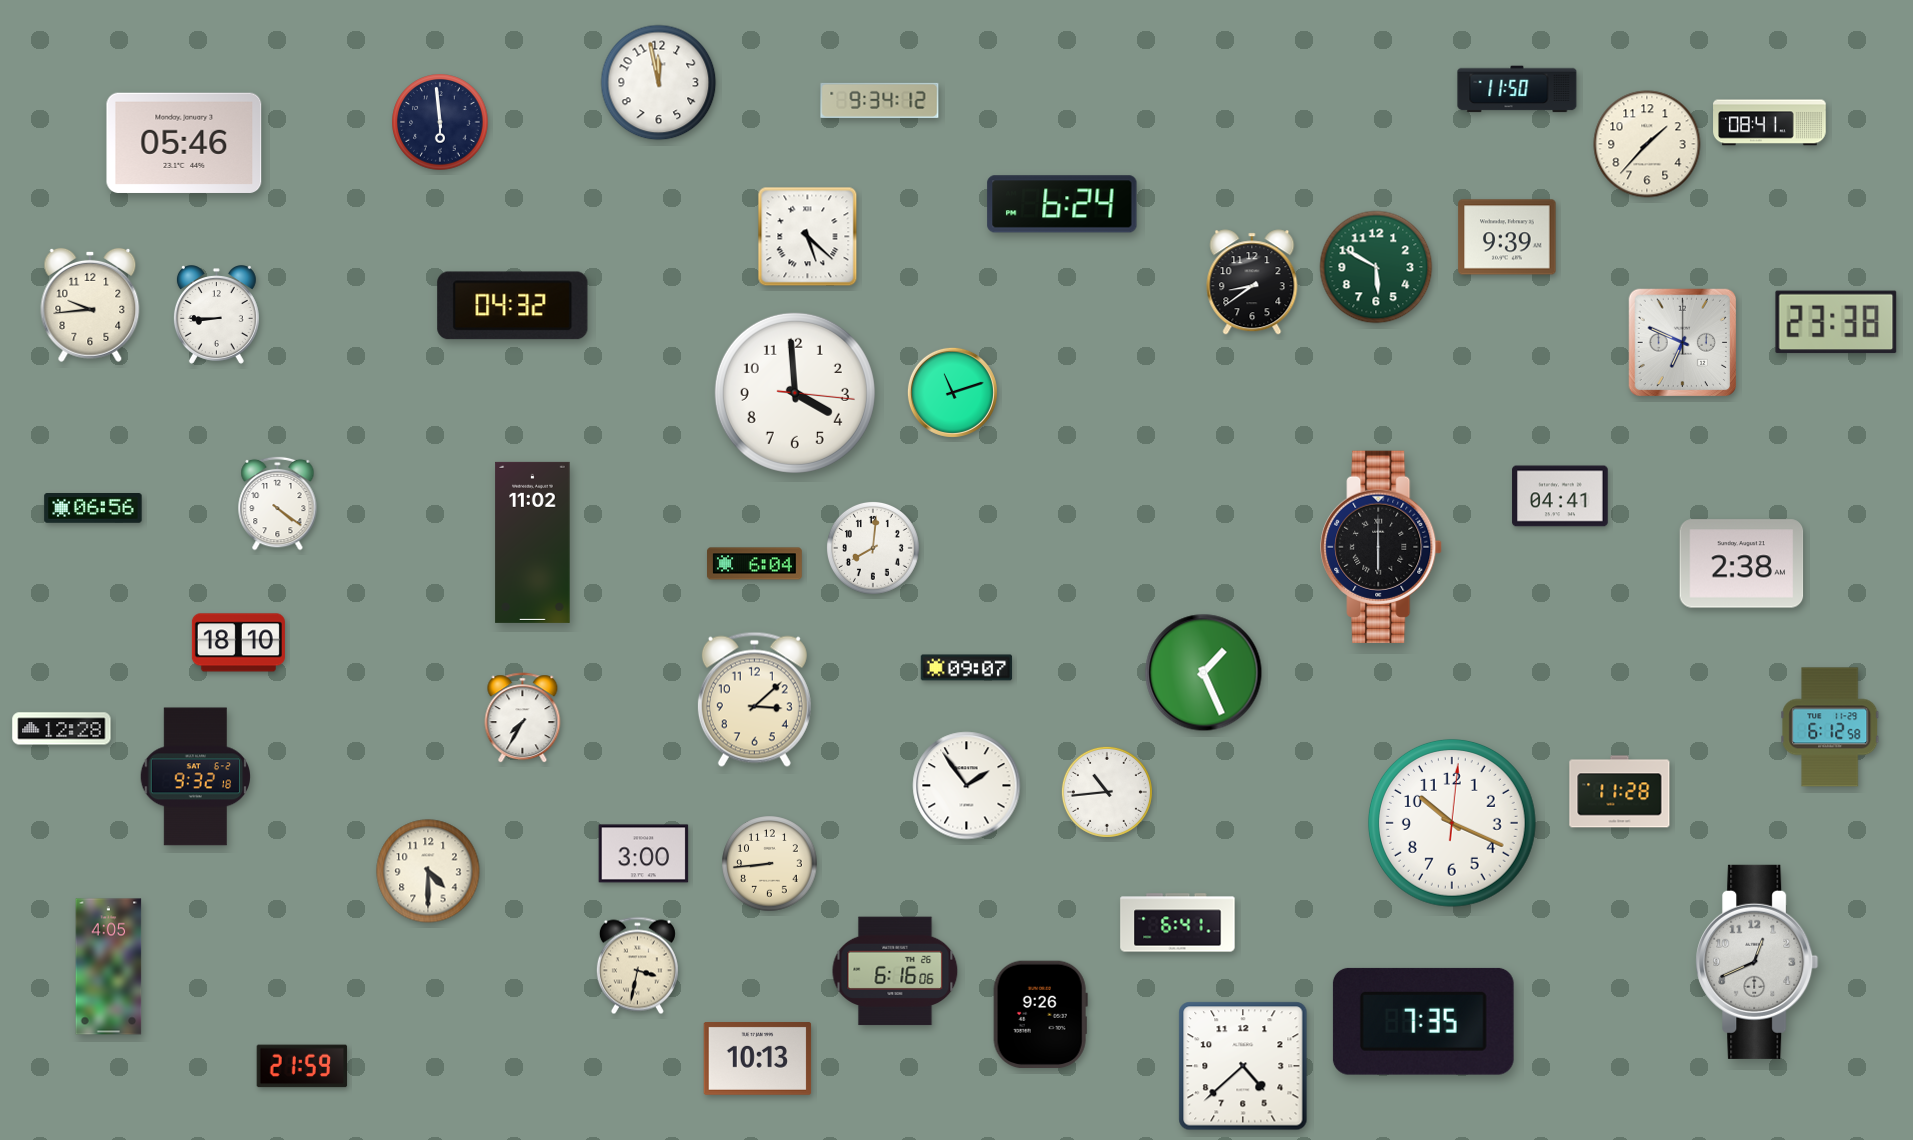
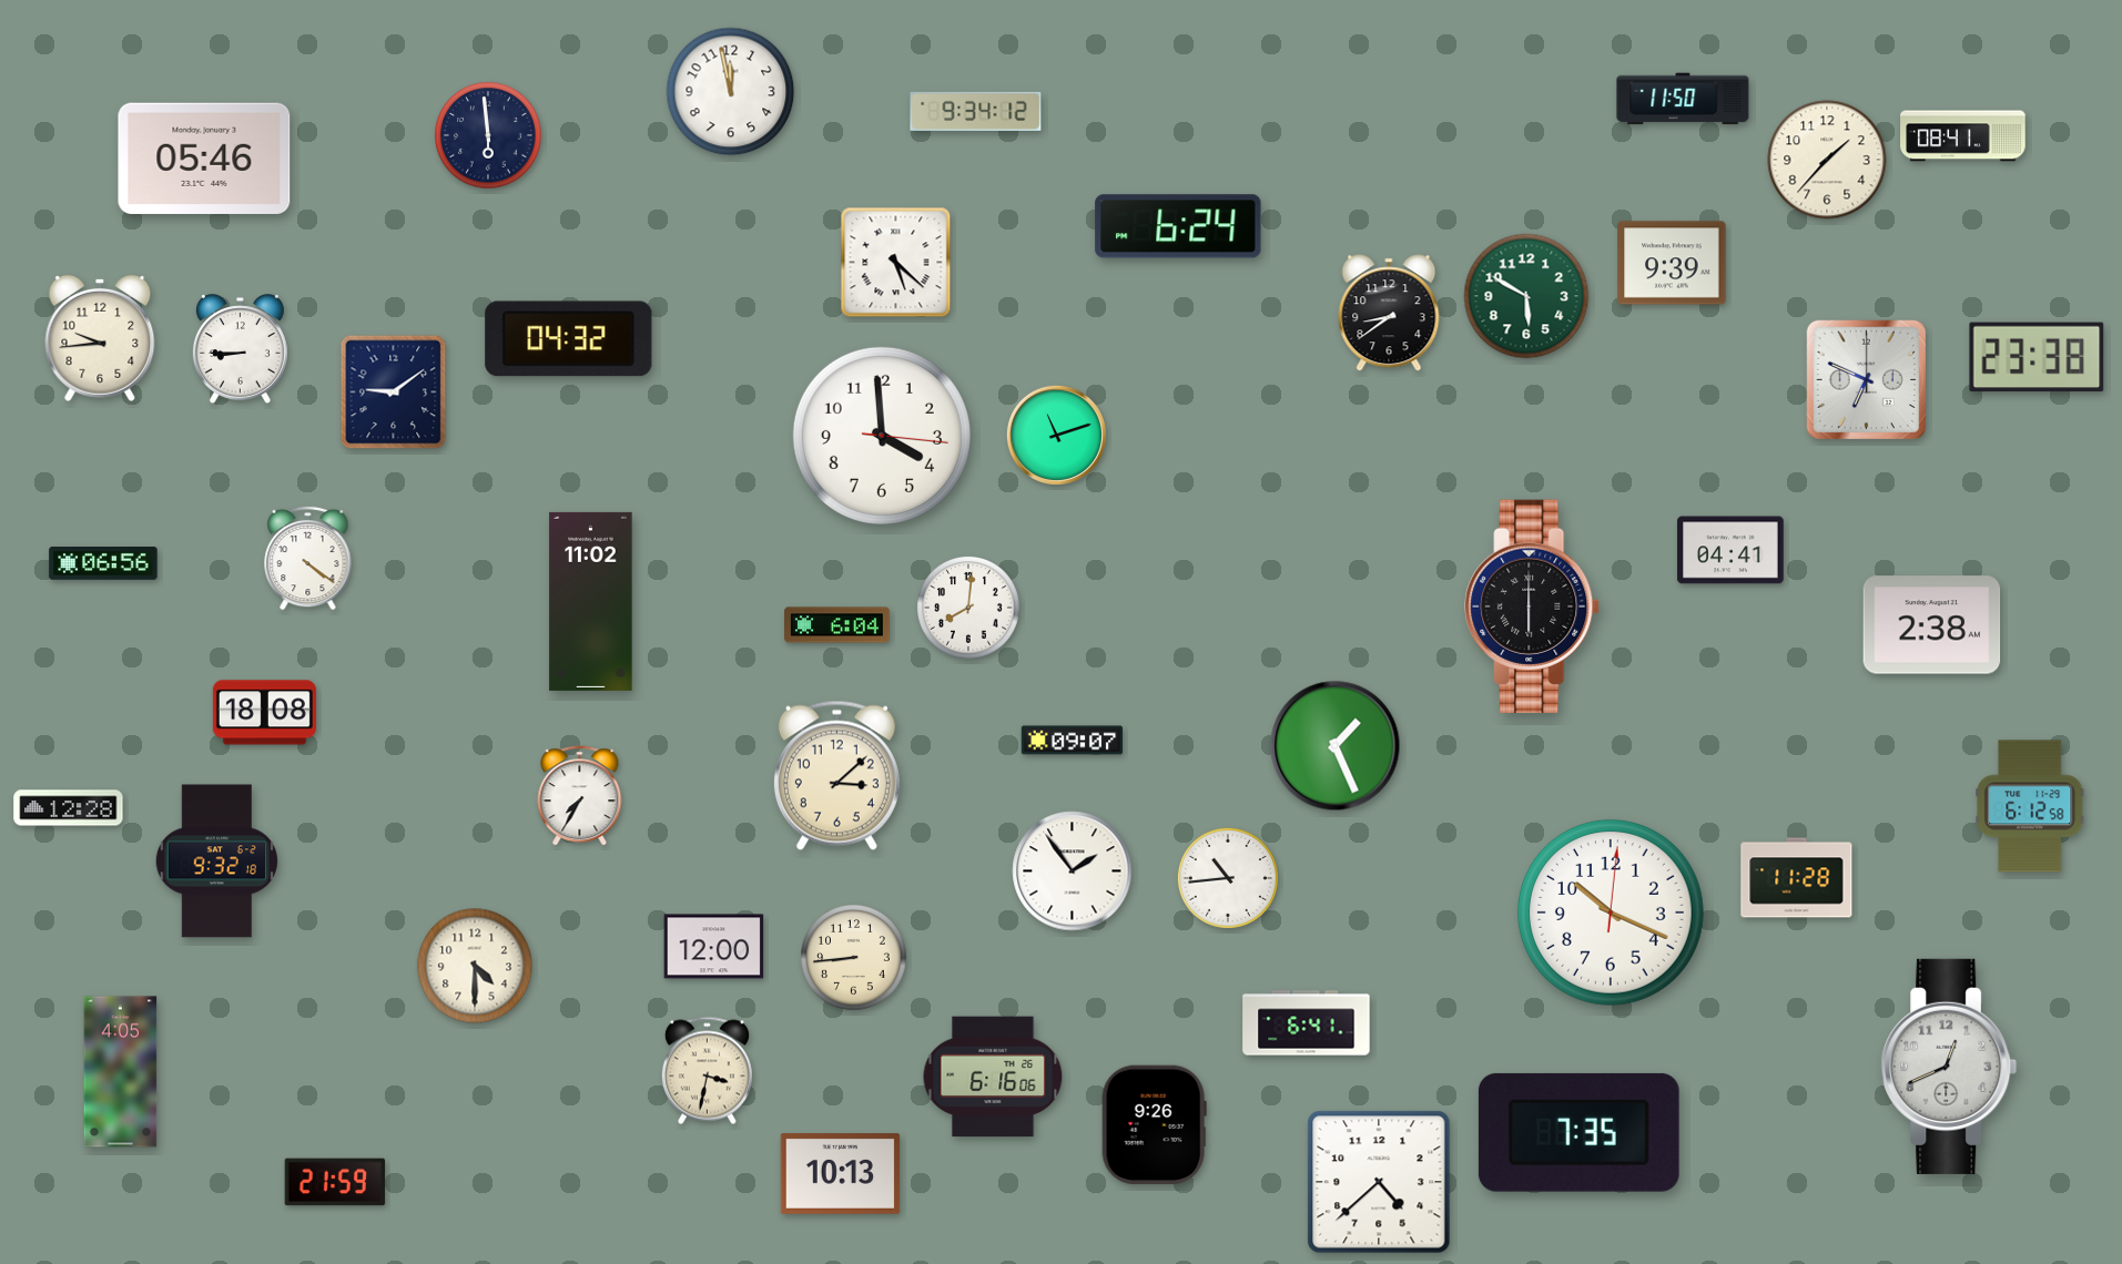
clock at (394, 393): none -> 9:09
clock at (238, 643): 18:10 -> 18:08
clock at (644, 854): 3:00 -> 12:00
